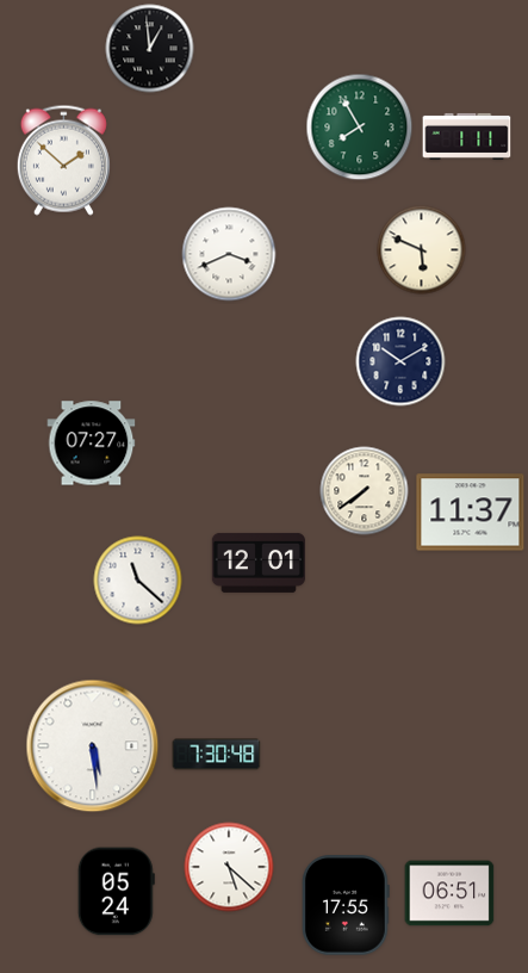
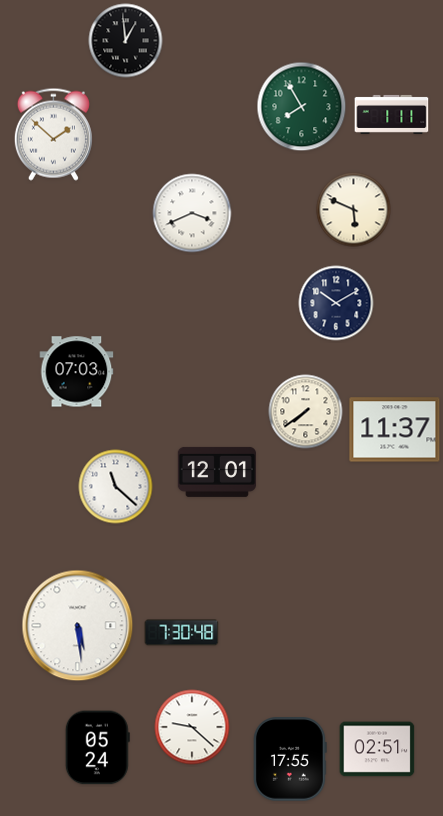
clock at (92, 444): 07:27 -> 07:03
clock at (229, 867): 5:22 -> 9:22
clock at (449, 893): 06:51 -> 02:51
